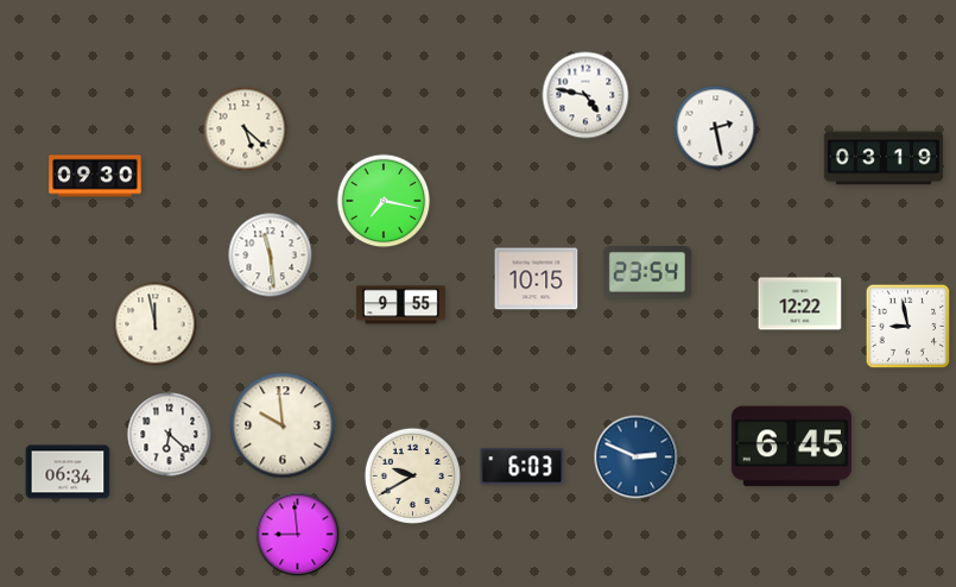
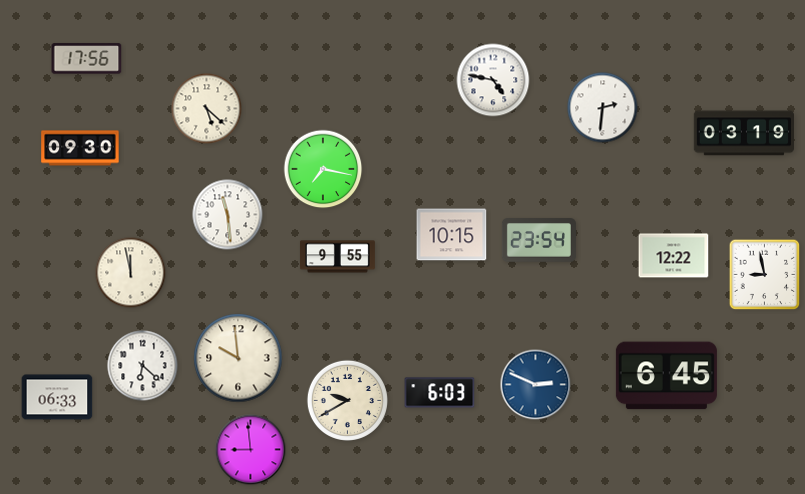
clock at (87, 59): none -> 17:56
clock at (716, 128): 2:28 -> 2:31
clock at (647, 272) position: (647, 272) -> (539, 240)
clock at (68, 472): 06:34 -> 06:33
